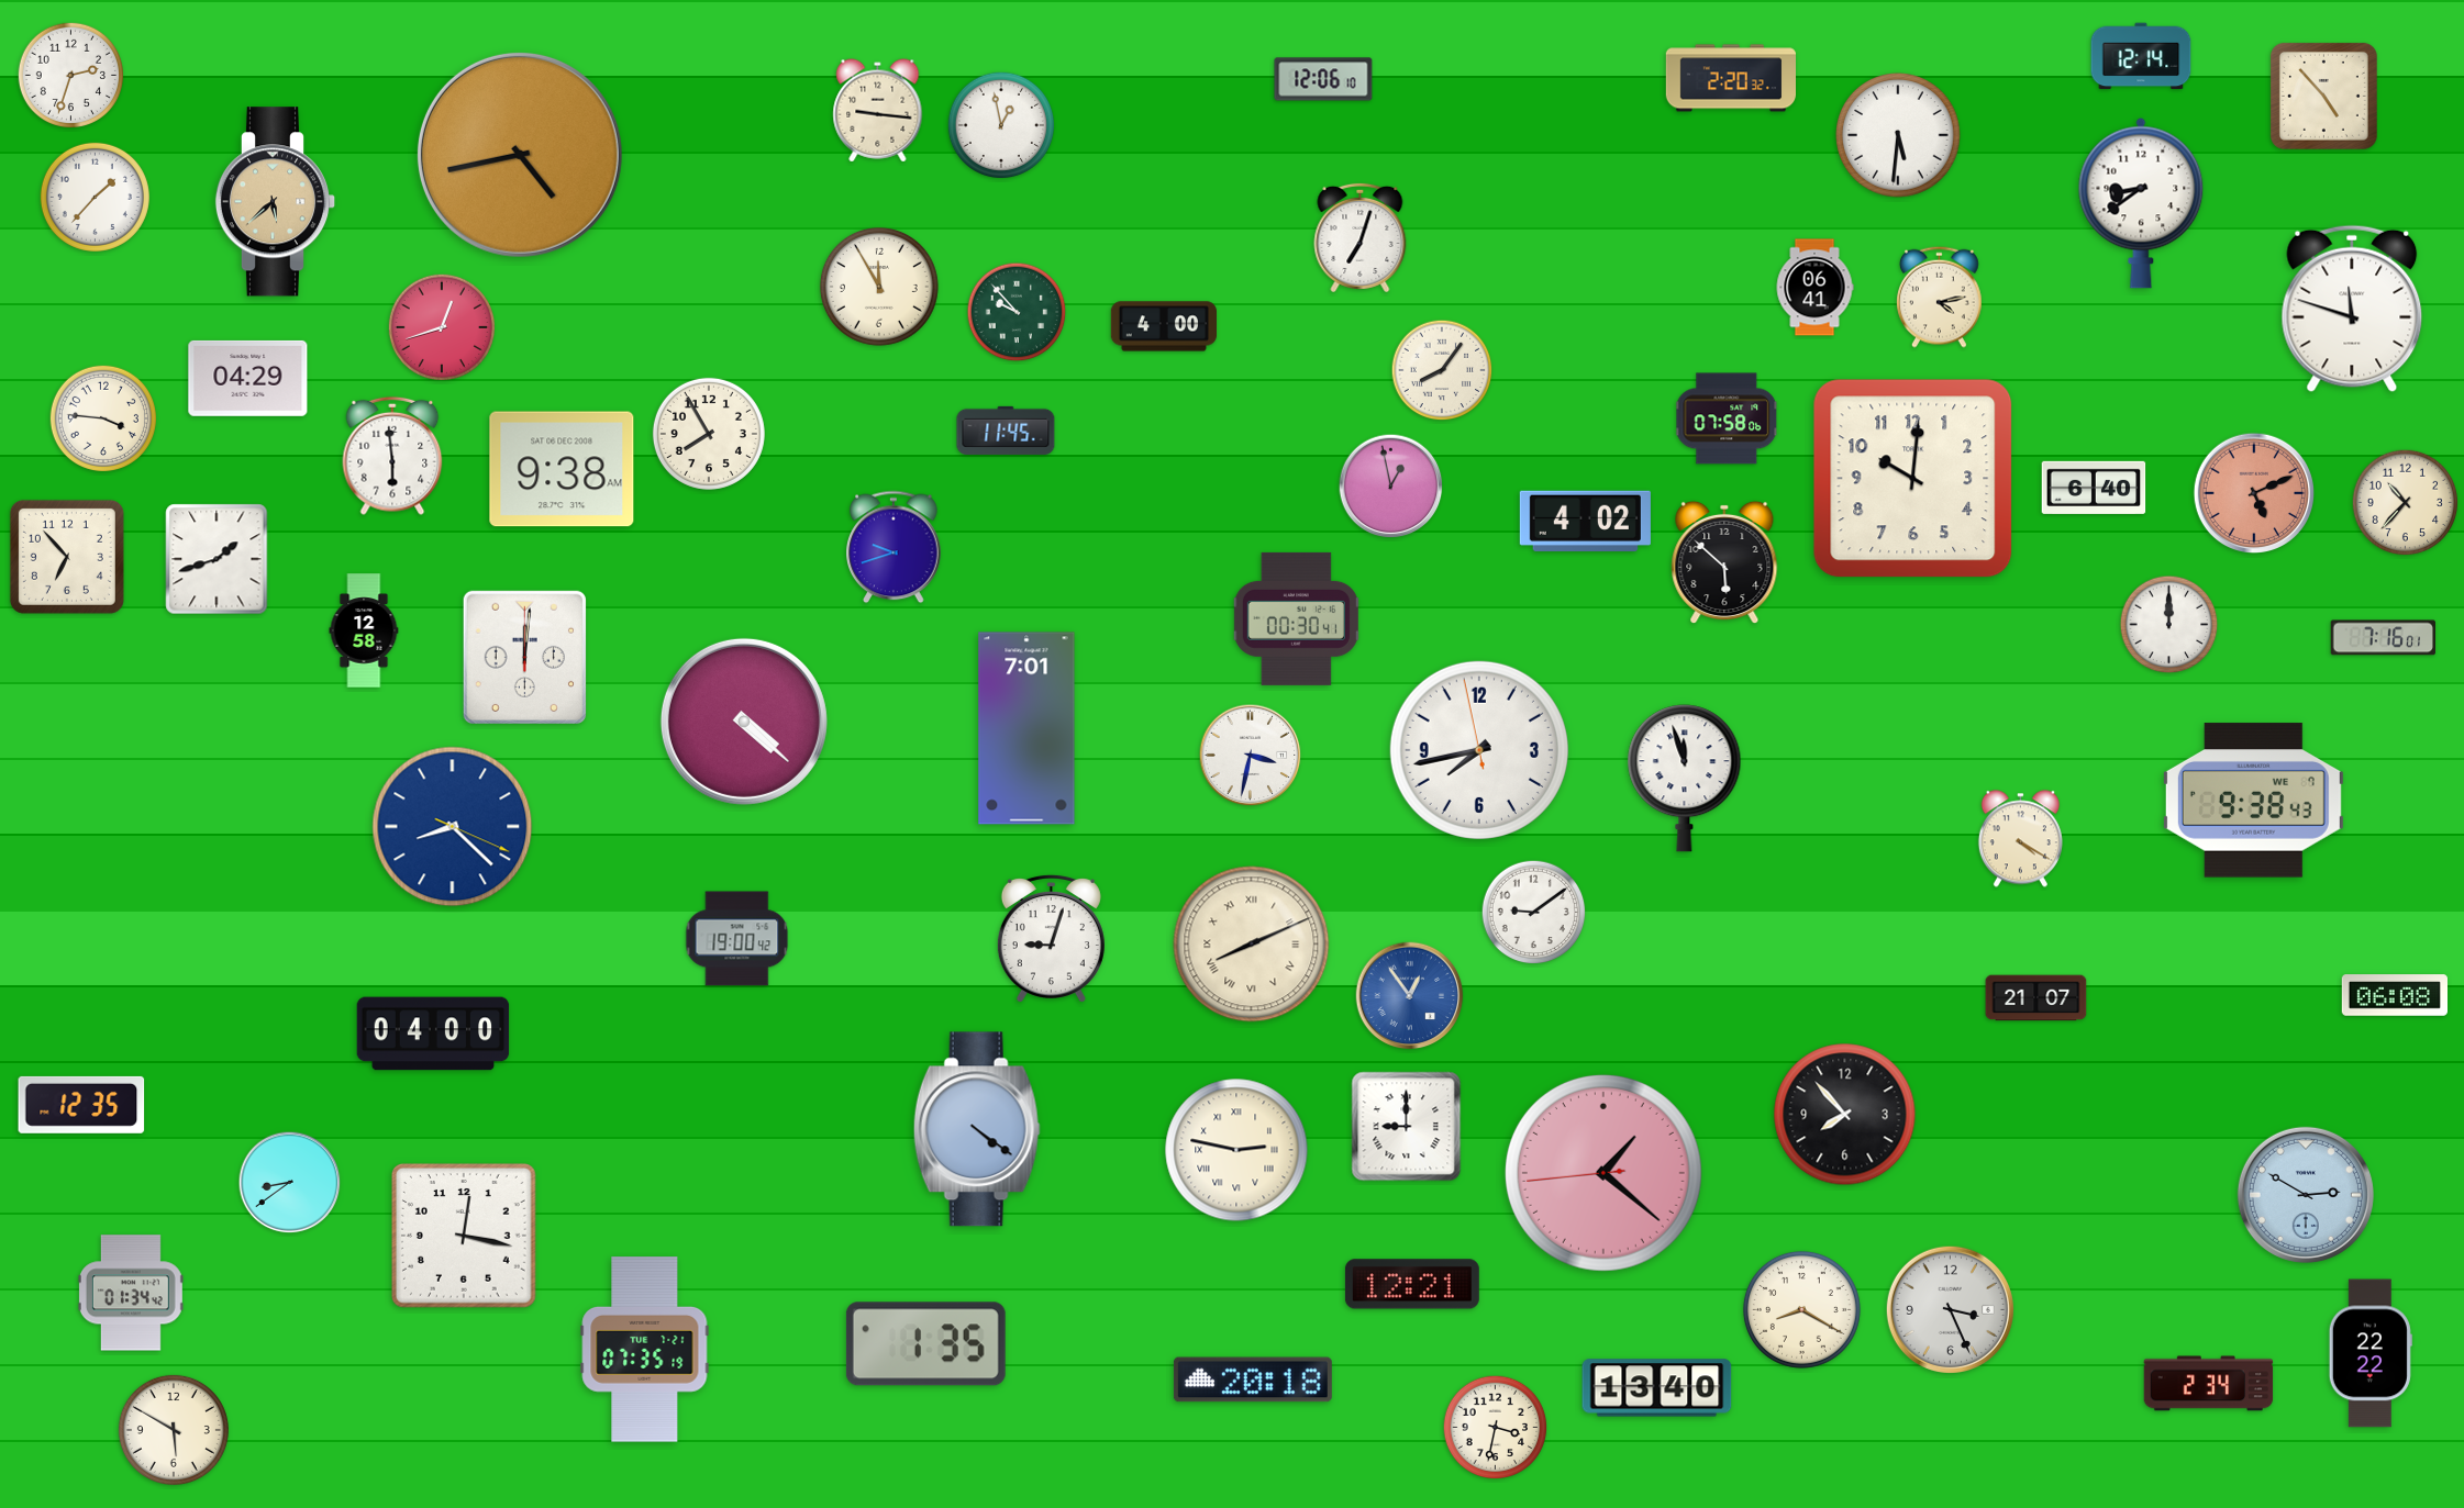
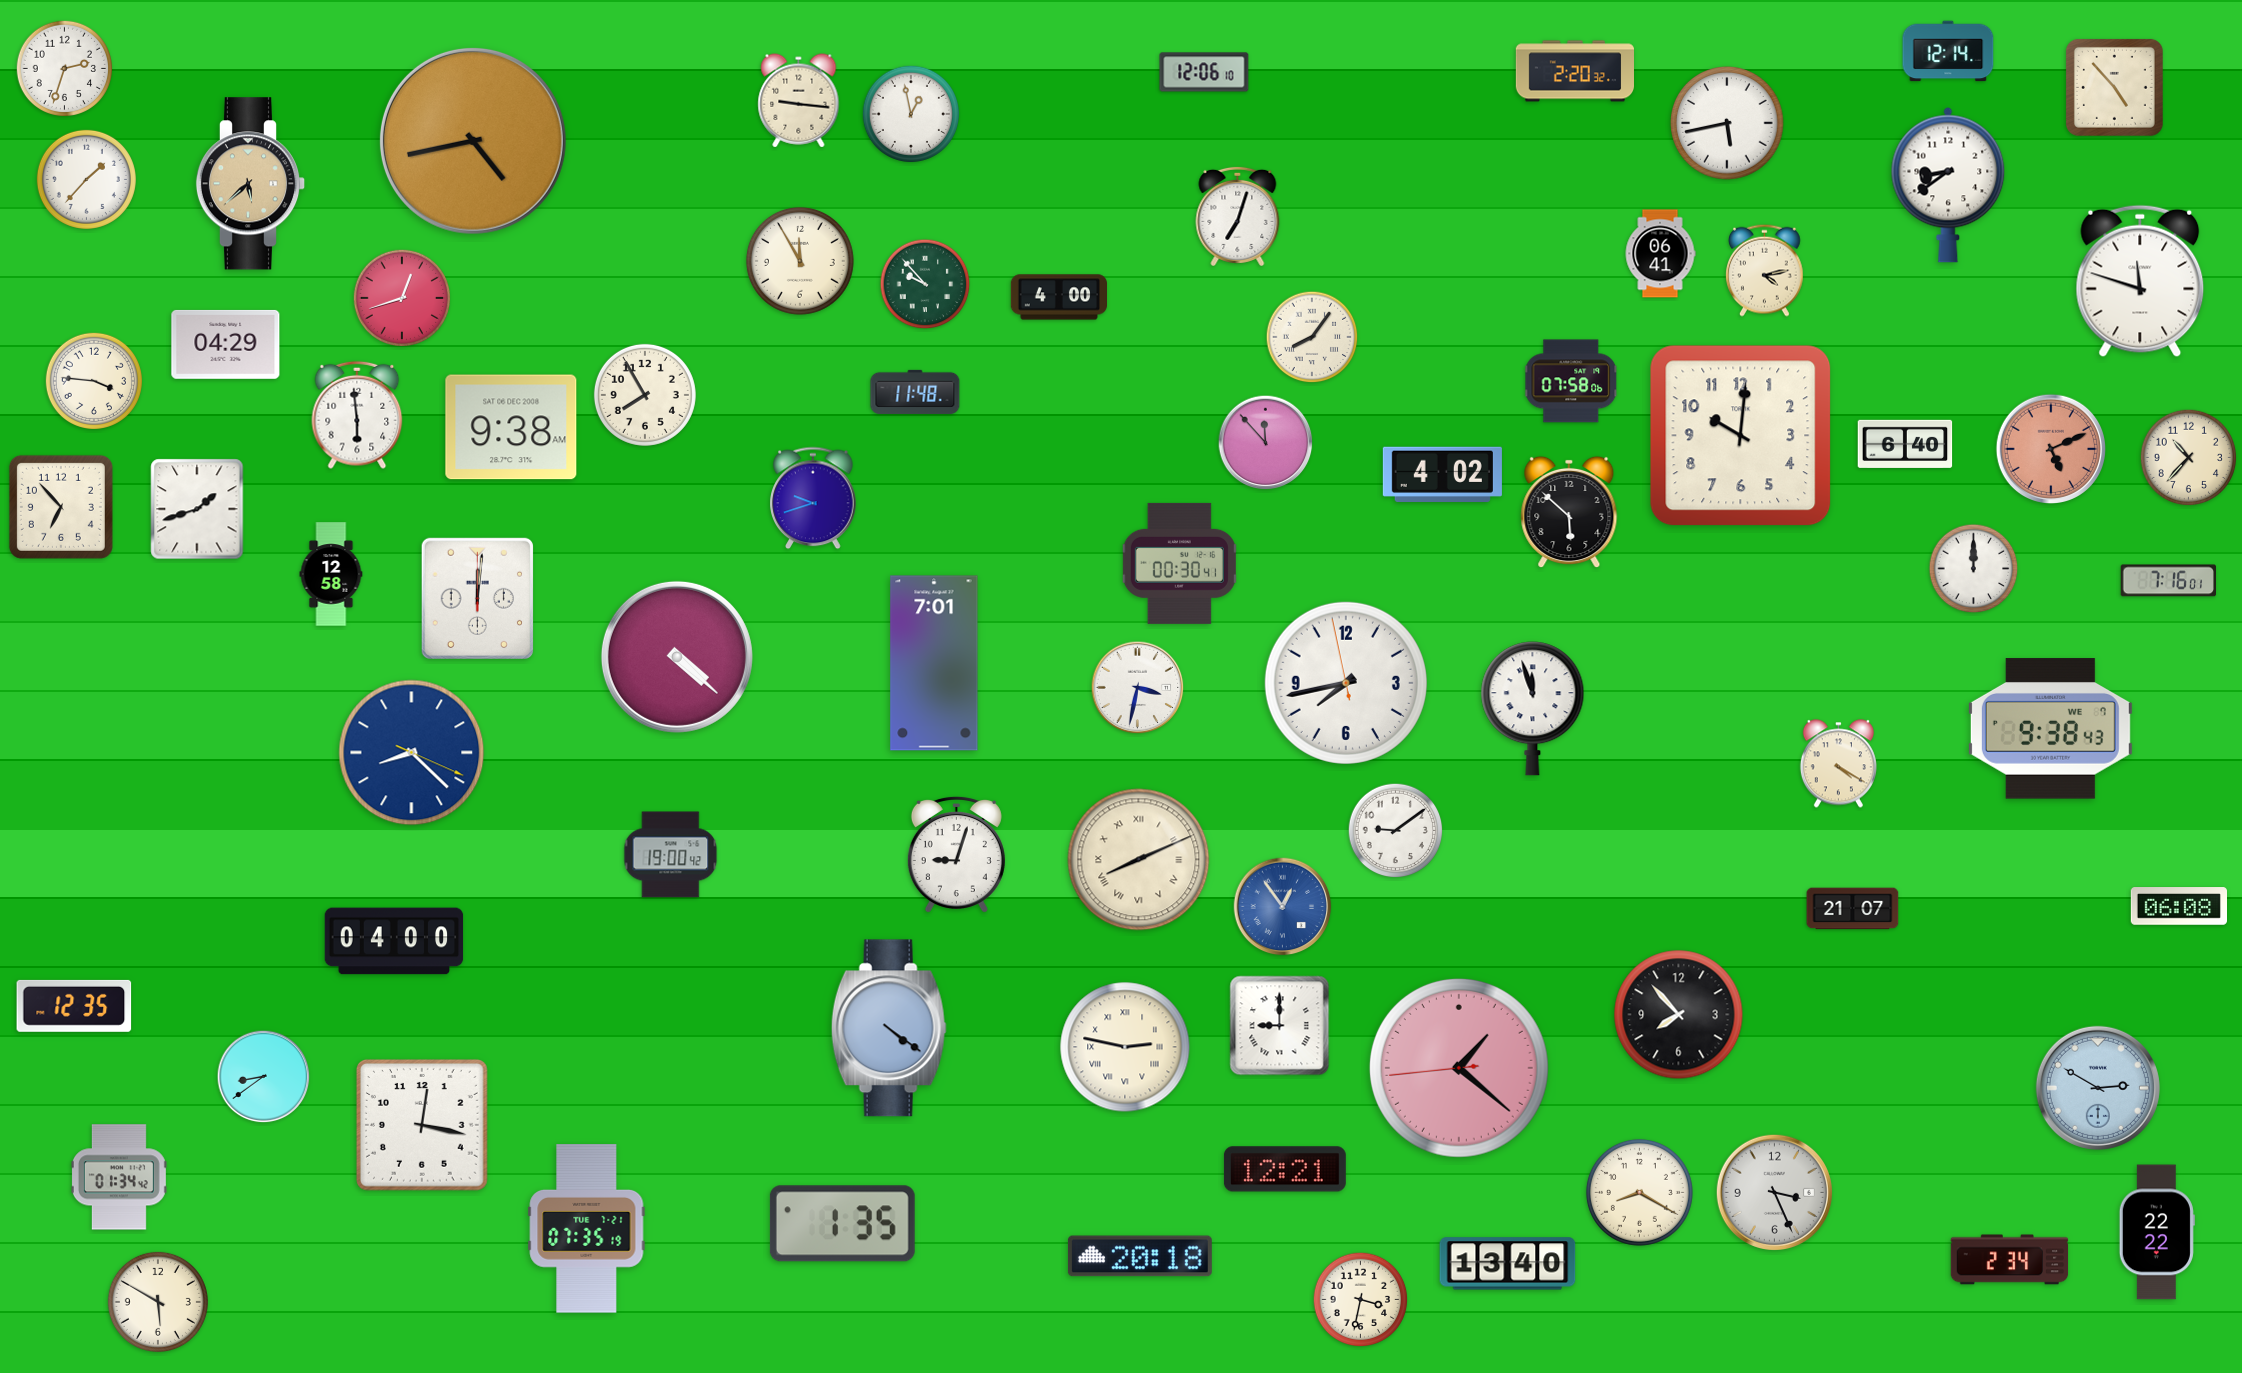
clock at (1898, 135): 5:31 -> 5:43
clock at (1814, 288) position: (1814, 288) -> (1660, 254)
clock at (1006, 431): 11:45 -> 11:48
clock at (1391, 487): 12:58 -> 11:53
